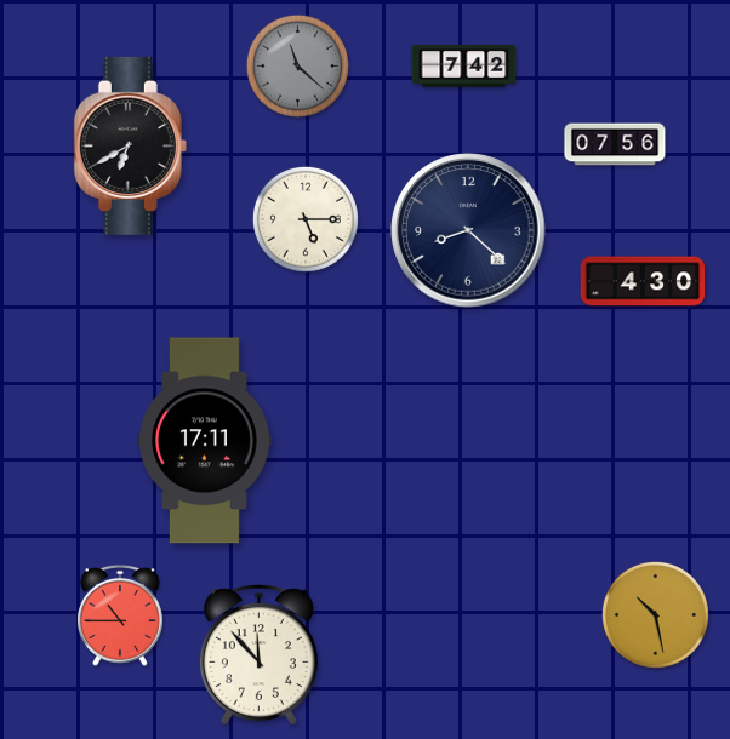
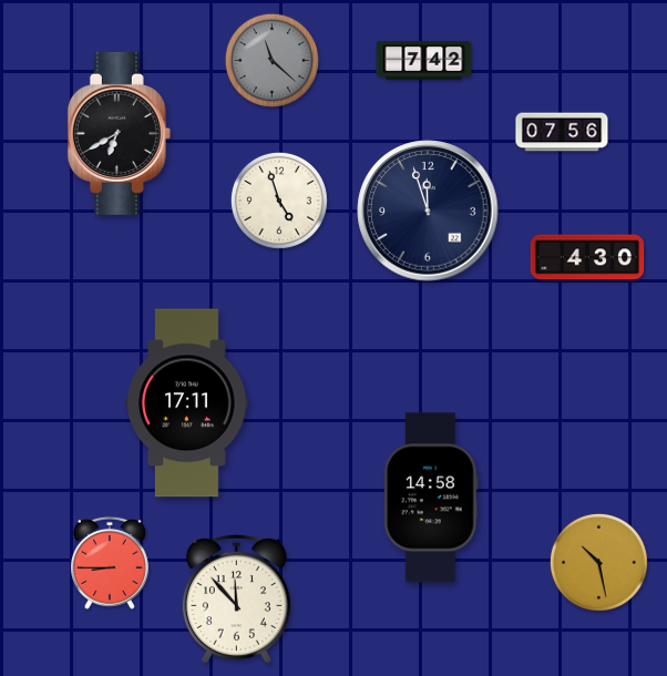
clock at (306, 219): 5:15 -> 4:57
clock at (468, 230): 8:22 -> 11:57
clock at (432, 498): none -> 14:58
clock at (120, 615): 10:45 -> 8:45
